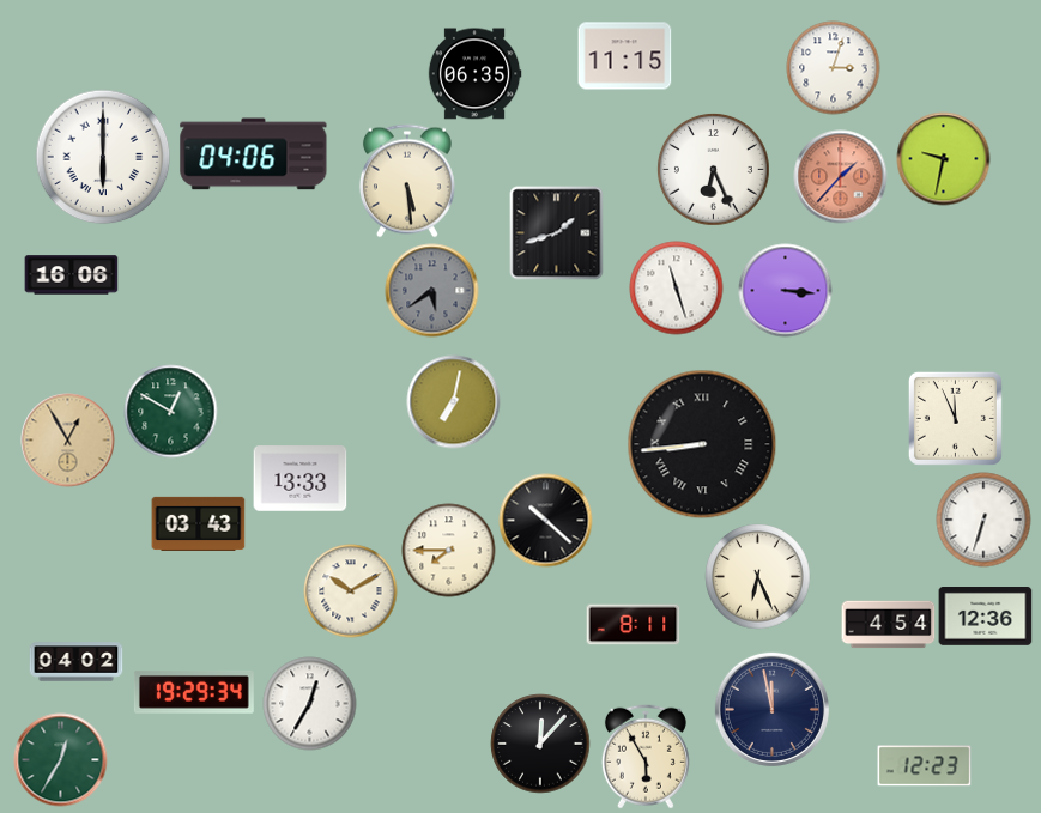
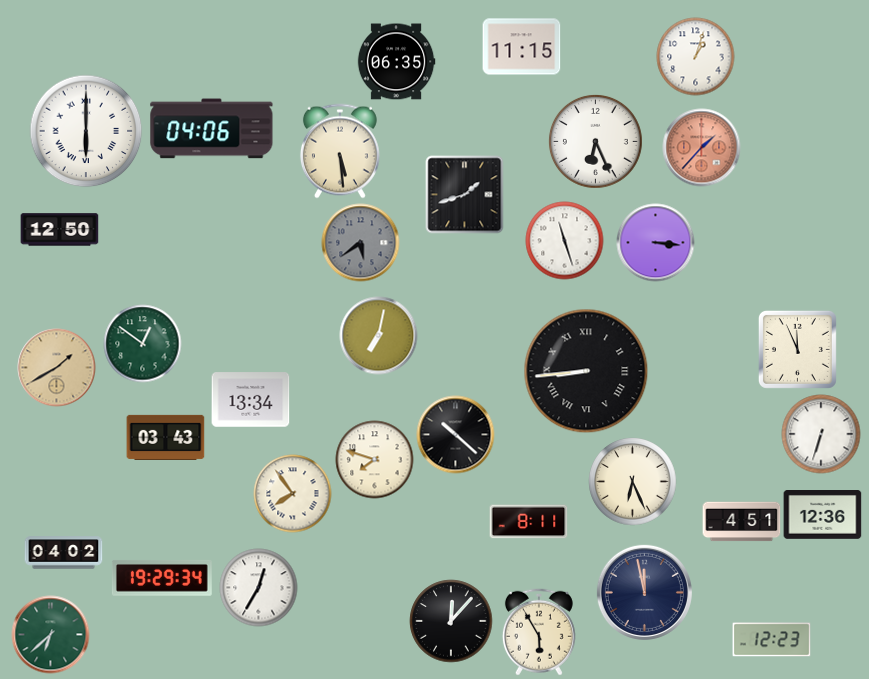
clock at (833, 67): 3:03 -> 1:03
clock at (943, 158): 9:32 -> none
clock at (71, 275): 16:06 -> 12:50
clock at (170, 411): 12:50 -> 12:51
clock at (67, 439): 12:55 -> 1:40
clock at (299, 479): 13:33 -> 13:34
clock at (448, 550): 7:45 -> 7:48
clock at (350, 590): 10:10 -> 7:54
clock at (888, 625): 4:54 -> 4:51
clock at (60, 759): 12:35 -> 6:38
